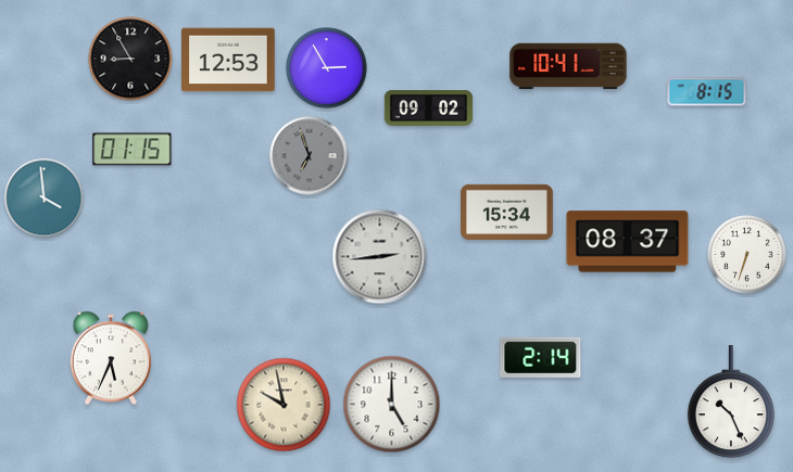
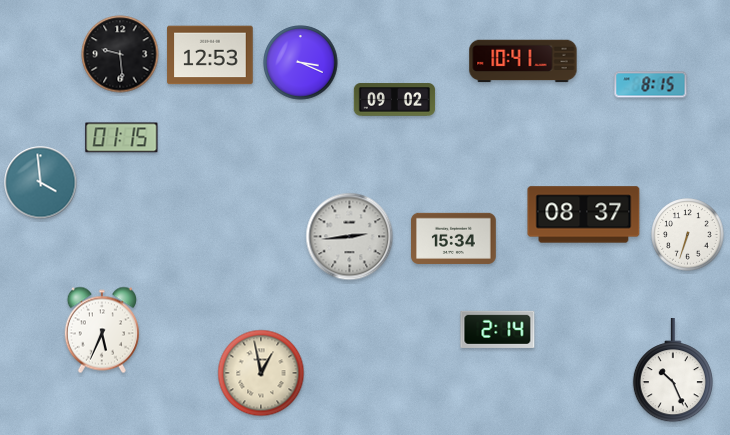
clock at (130, 59): 8:55 -> 9:29
clock at (327, 68): 2:55 -> 3:19
clock at (310, 156): 6:57 -> none
clock at (507, 212) position: (507, 212) -> (454, 238)
clock at (628, 242) position: (628, 242) -> (584, 215)
clock at (284, 405): 9:58 -> 12:58
clock at (392, 405): 5:00 -> none
